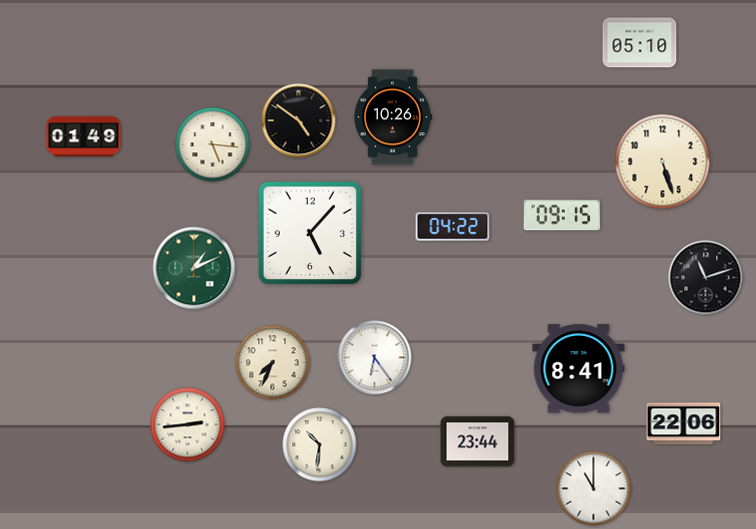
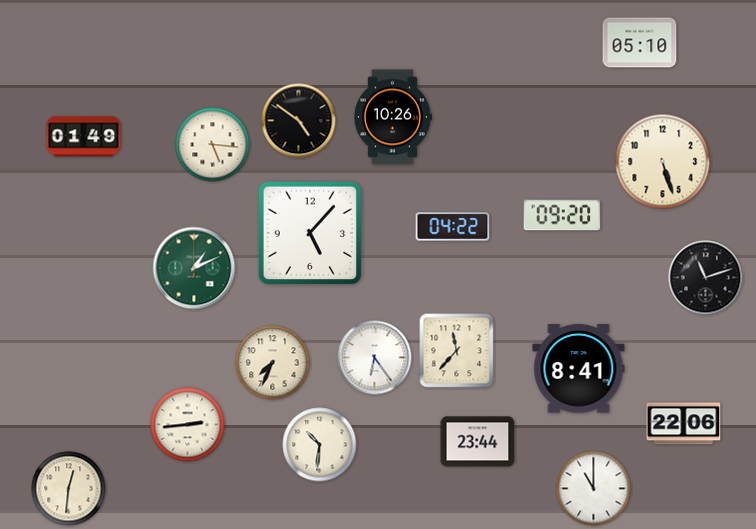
clock at (562, 215): 09:15 -> 09:20
clock at (457, 351): none -> 11:37
clock at (69, 489): none -> 12:31
